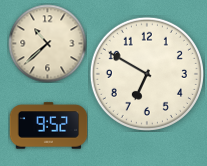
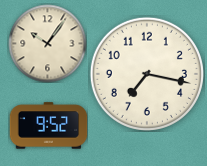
clock at (47, 43): 10:38 -> 10:06
clock at (147, 74): 6:50 -> 7:17
